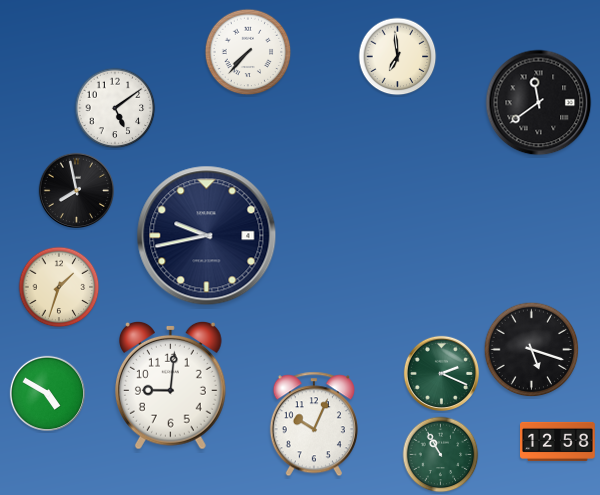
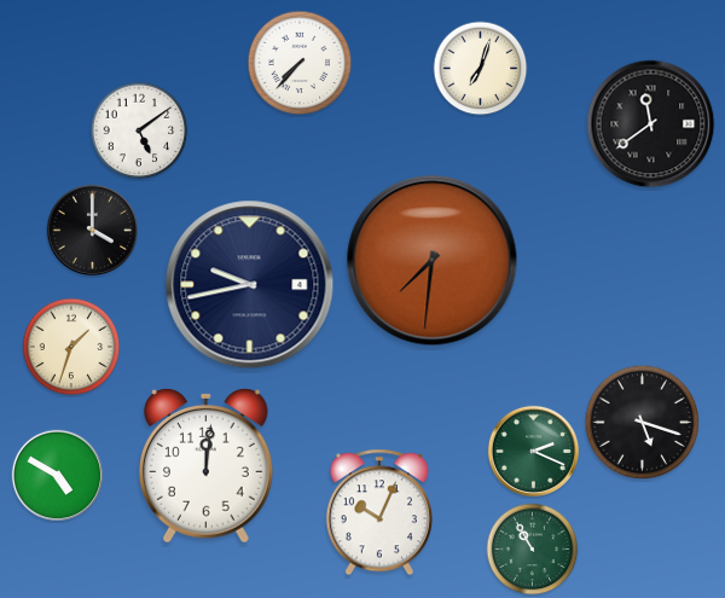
clock at (398, 57): 6:59 -> 7:03
clock at (76, 190): 7:58 -> 4:00
clock at (433, 261): none -> 7:31
clock at (171, 385): 9:01 -> 12:01
clock at (558, 441): 12:58 -> none
